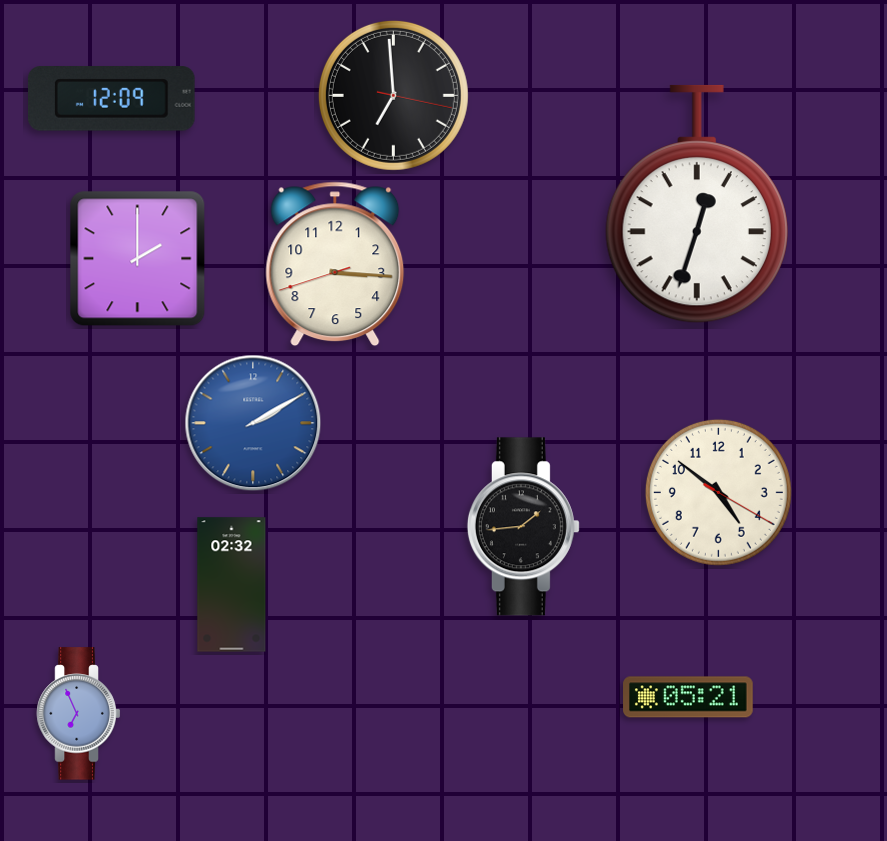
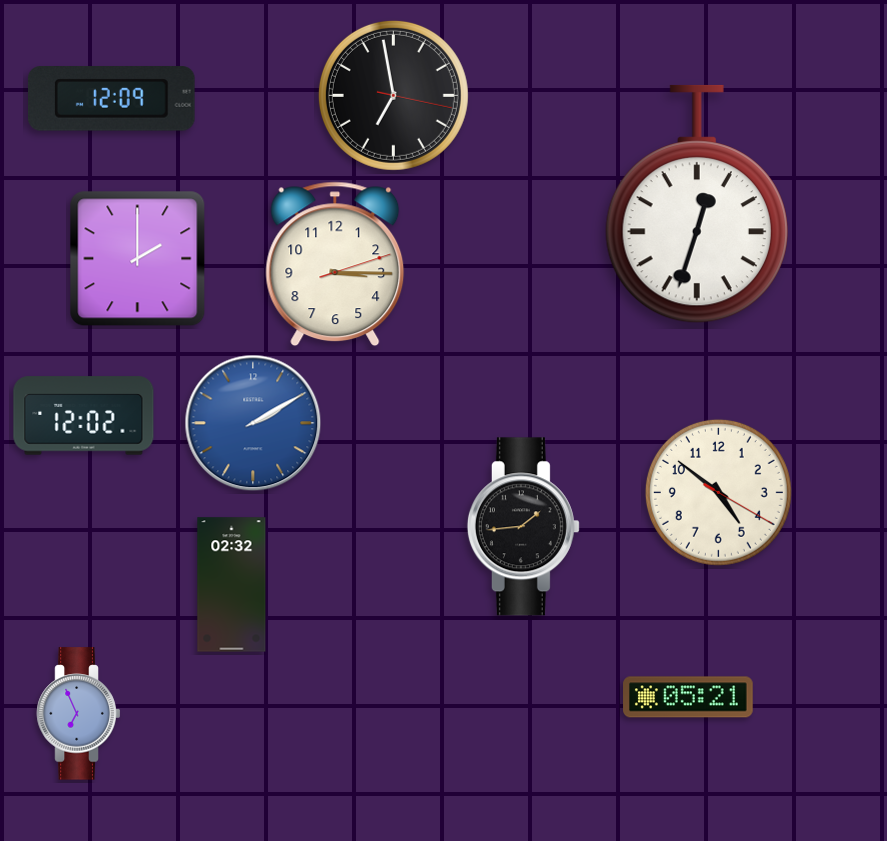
clock at (393, 95): 6:59 -> 6:58
clock at (335, 264): 3:15:42 -> 3:15:12
clock at (84, 416): none -> 12:02
